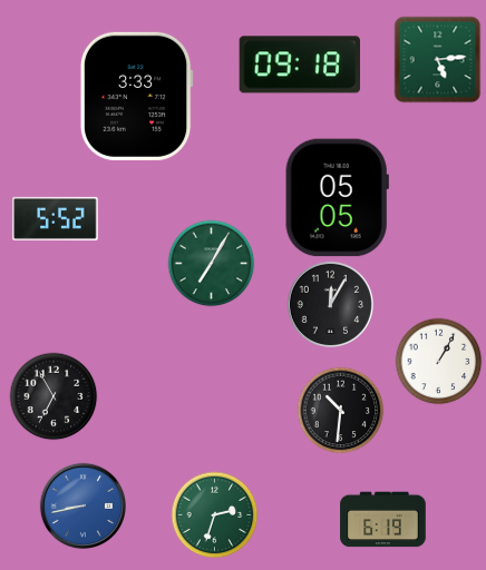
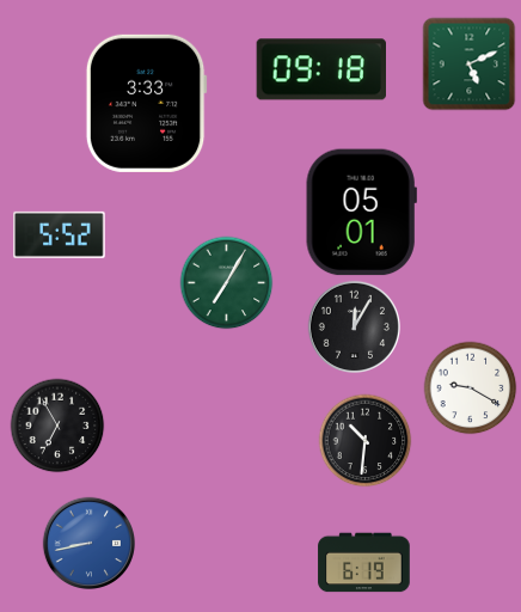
clock at (437, 59): 5:14 -> 5:11
clock at (337, 198): 05:05 -> 05:01
clock at (438, 361): 1:05 -> 9:20
clock at (214, 514): 2:33 -> none
clock at (383, 520) position: (383, 520) -> (364, 563)
